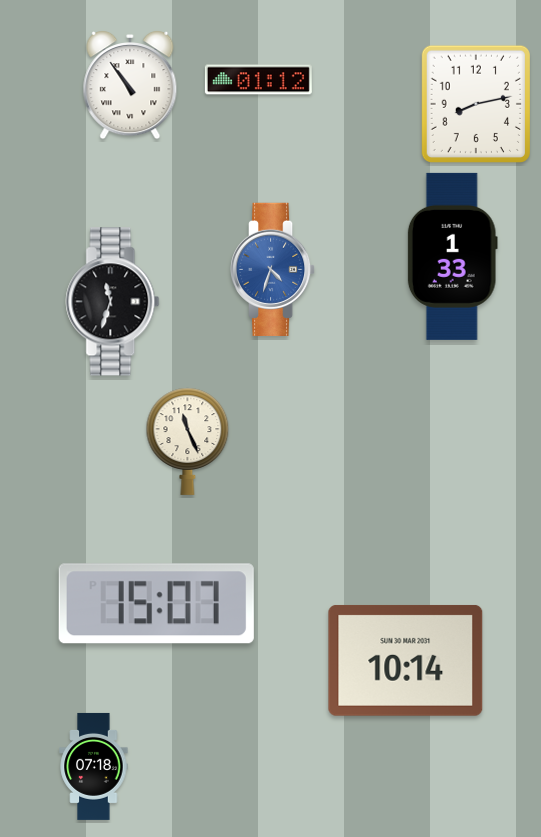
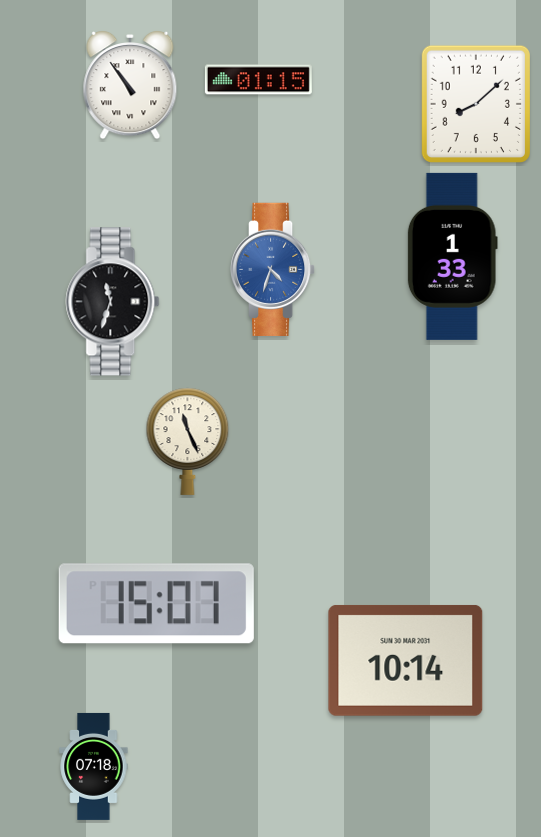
clock at (258, 80): 01:12 -> 01:15
clock at (476, 103): 8:13 -> 8:08
